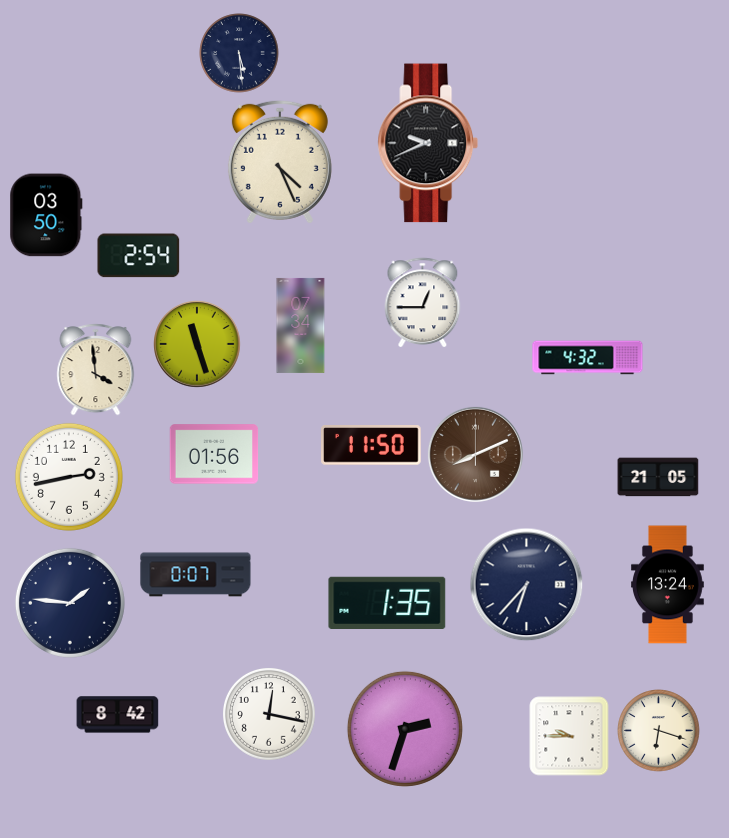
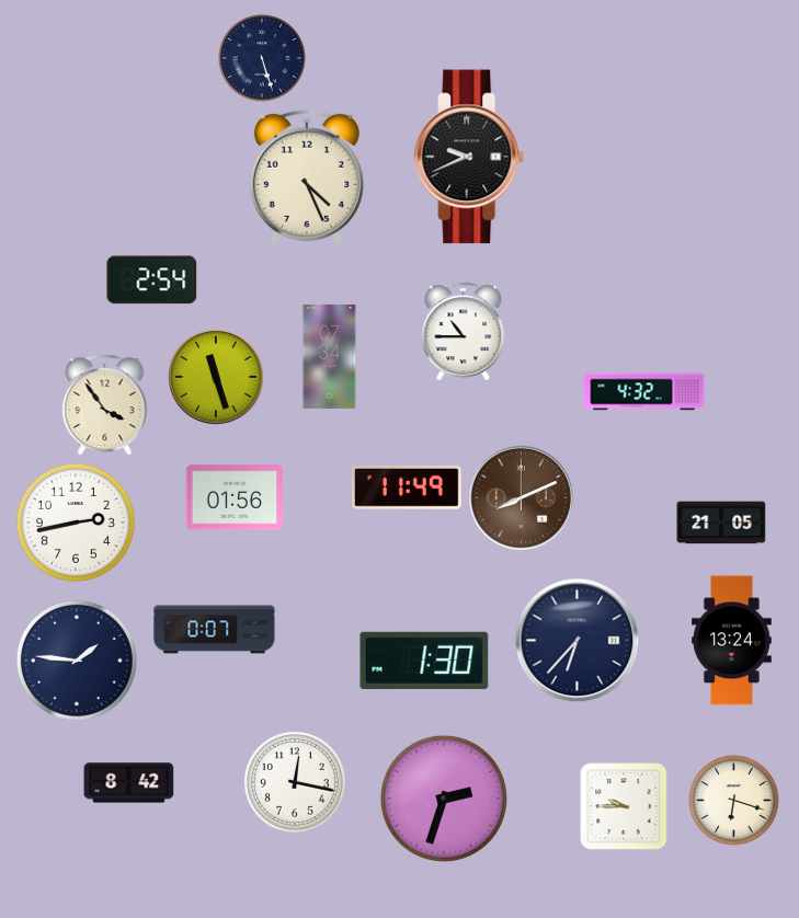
clock at (239, 53): 5:29 -> 5:27
clock at (46, 215): 03:50 -> none
clock at (423, 303): 12:45 -> 10:45
clock at (96, 370): 3:59 -> 3:54
clock at (371, 446): 11:50 -> 11:49
clock at (387, 602): 1:35 -> 1:30
clock at (659, 731) position: (659, 731) -> (734, 801)
